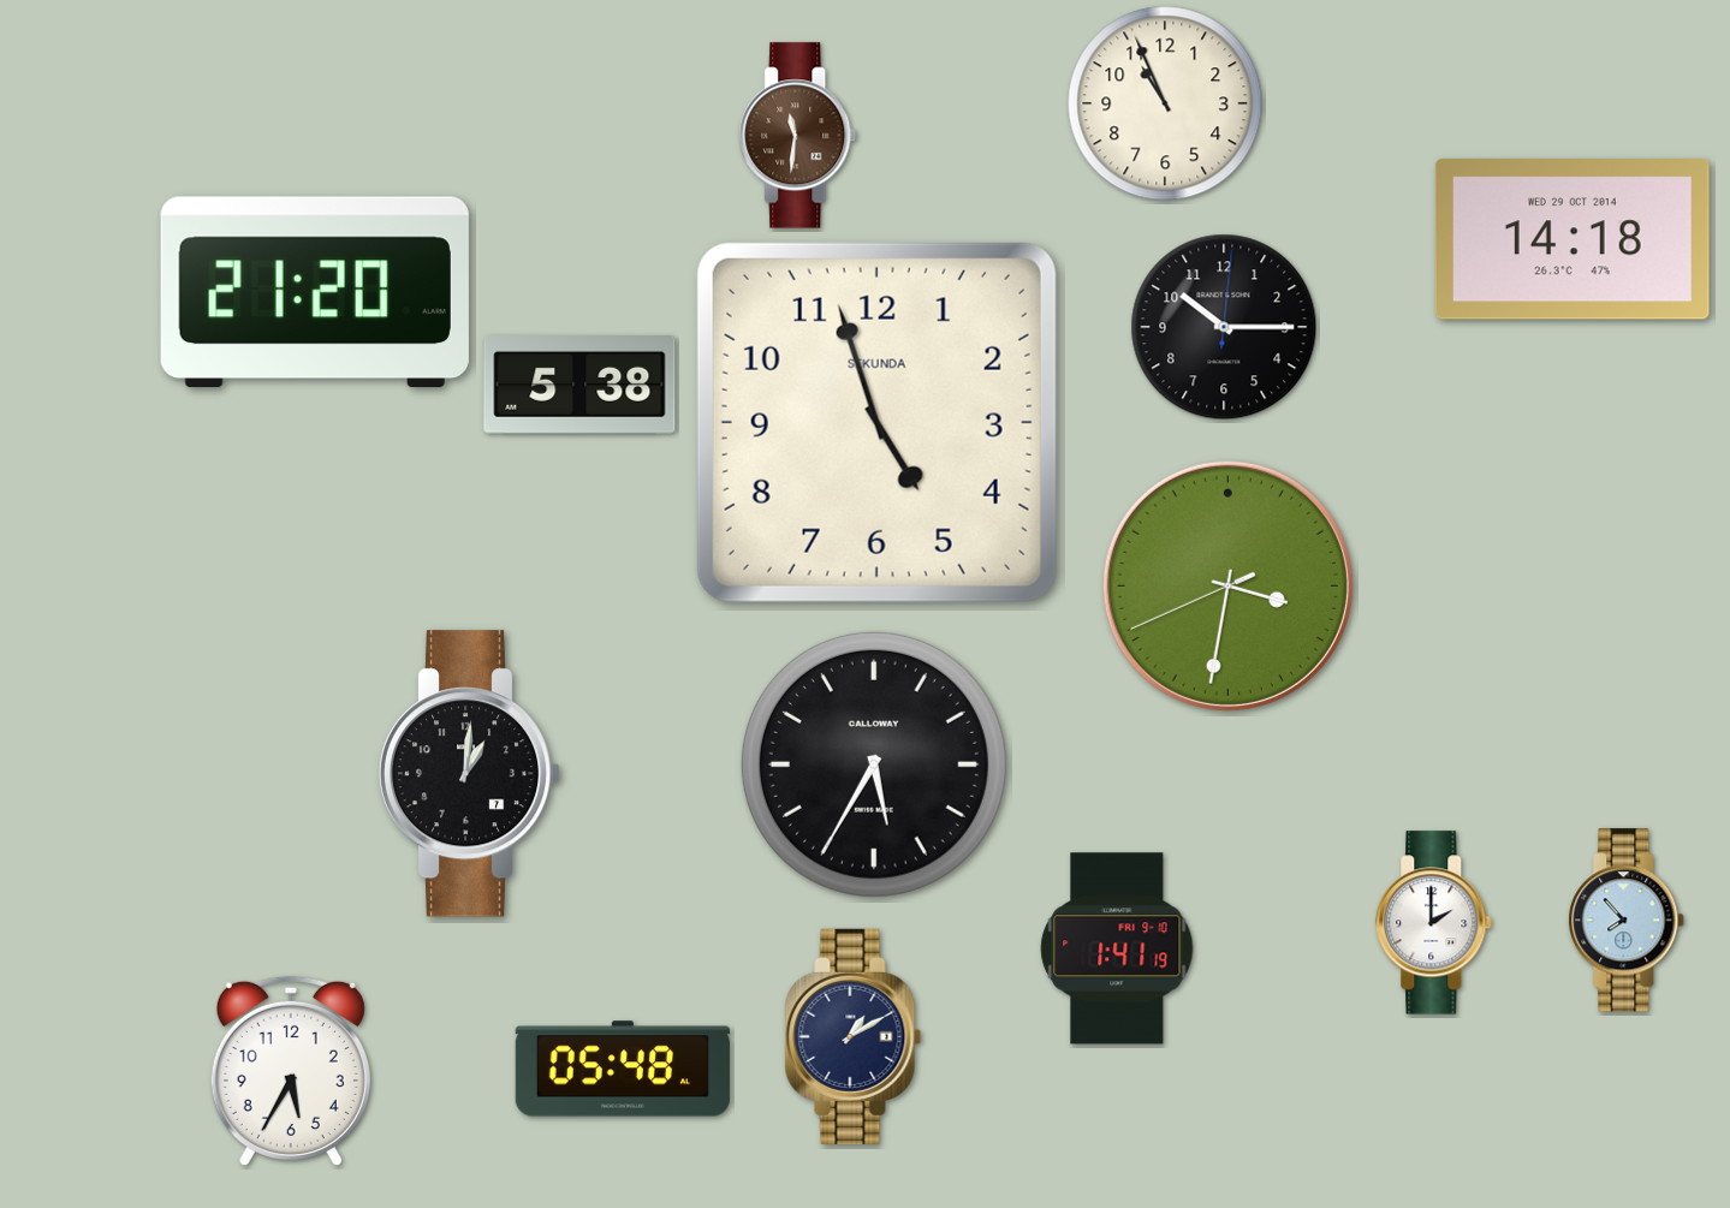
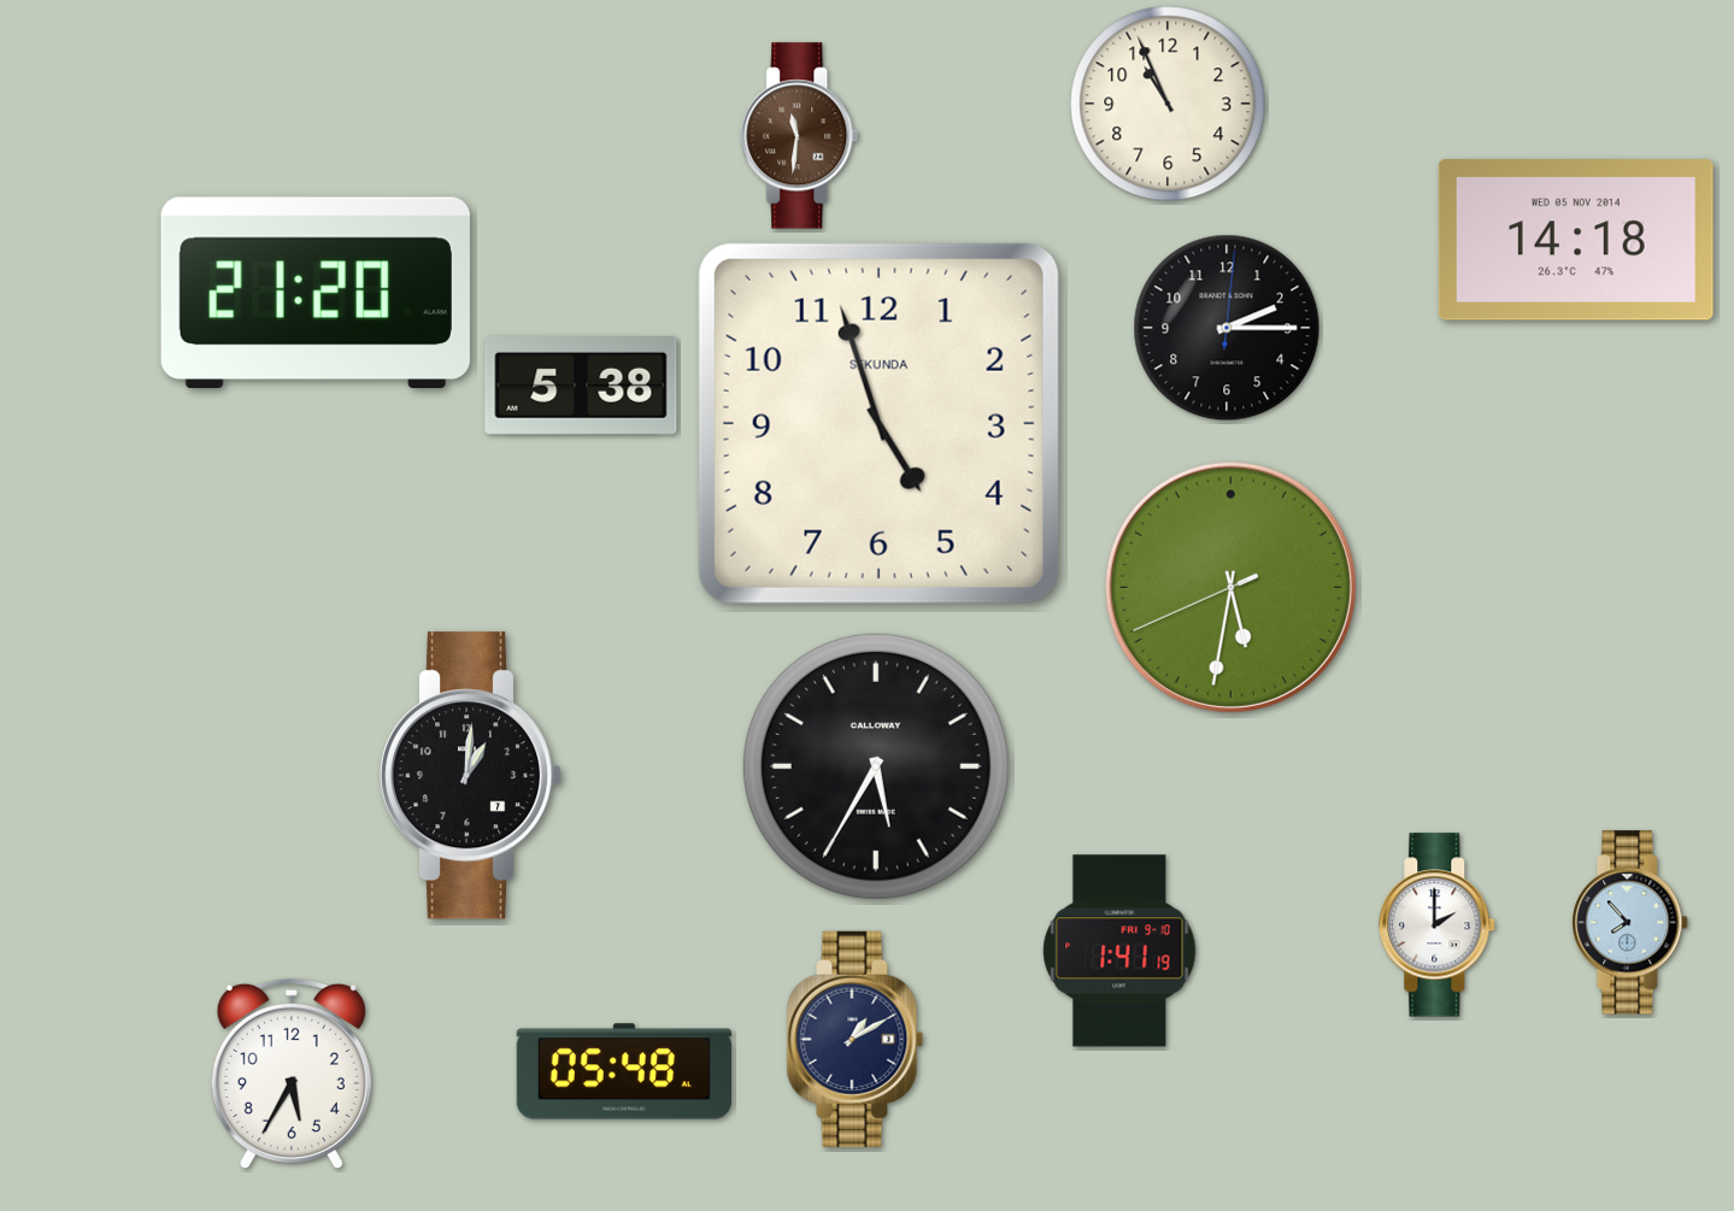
clock at (1573, 239) date: WED 29 OCT 2014 -> WED 05 NOV 2014
clock at (1224, 327): 10:15 -> 2:15
clock at (1227, 585): 3:31 -> 5:31
